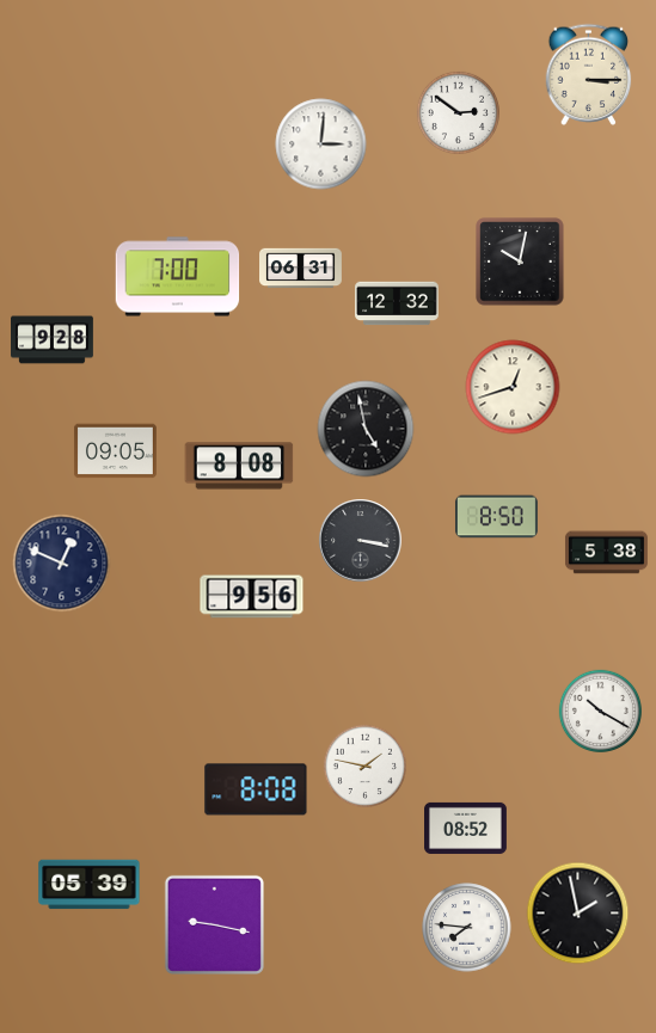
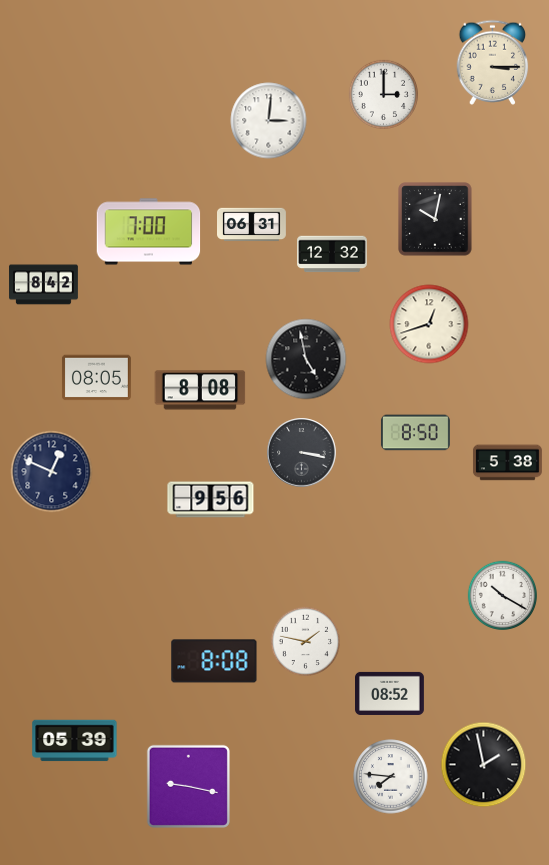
clock at (458, 112): 2:51 -> 3:00
clock at (53, 340): 9:28 -> 8:42
clock at (115, 451): 09:05 -> 08:05
clock at (214, 924) position: (214, 924) -> (188, 786)
